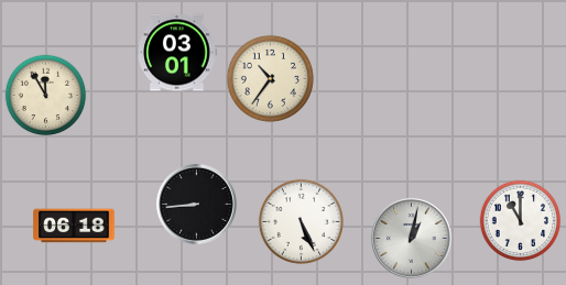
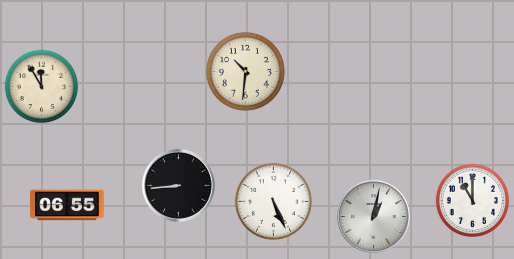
clock at (177, 53): 03:01 -> none
clock at (270, 78): 10:36 -> 10:31
clock at (74, 226): 06:18 -> 06:55
